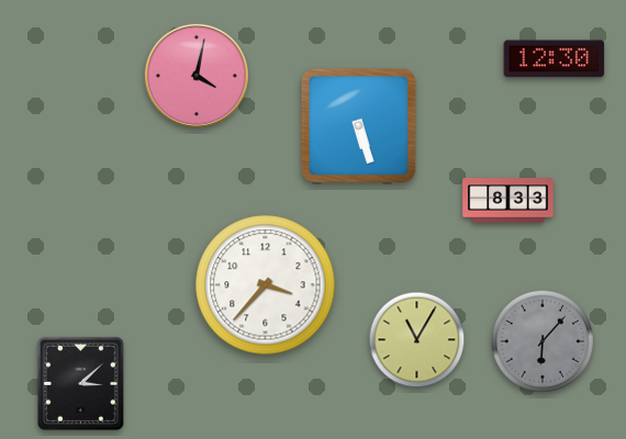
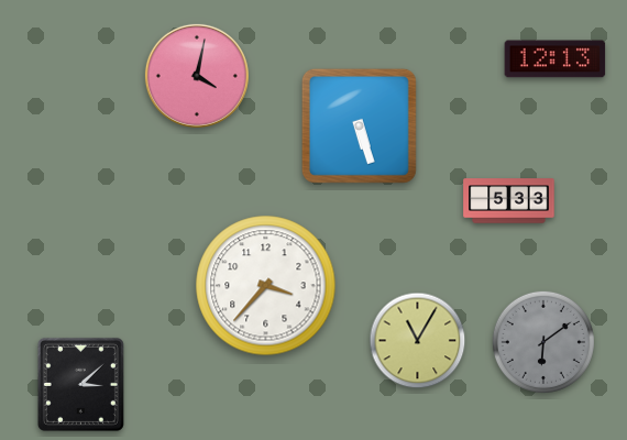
clock at (555, 59): 12:30 -> 12:13
clock at (508, 201): 8:33 -> 5:33
clock at (543, 341): 6:07 -> 6:09
